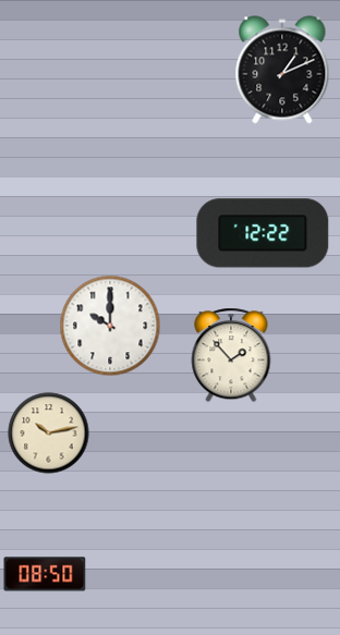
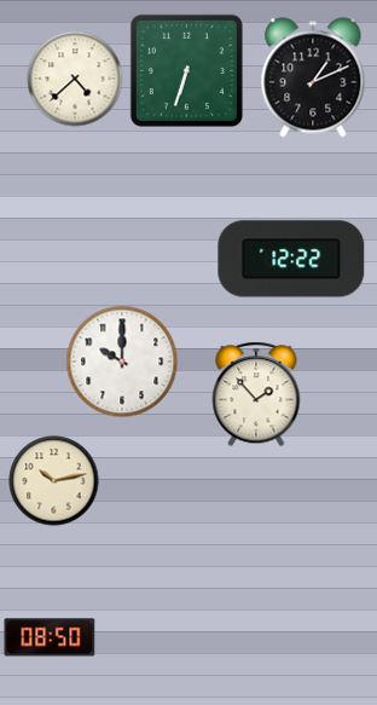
clock at (186, 70): none -> 6:33
clock at (75, 79): none -> 4:38
